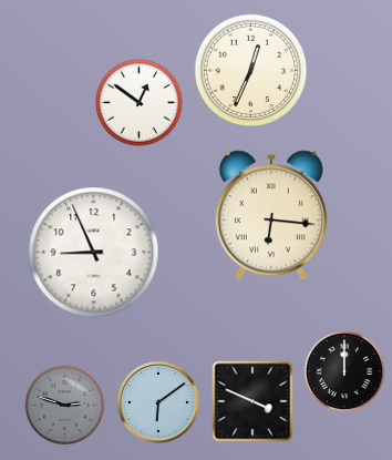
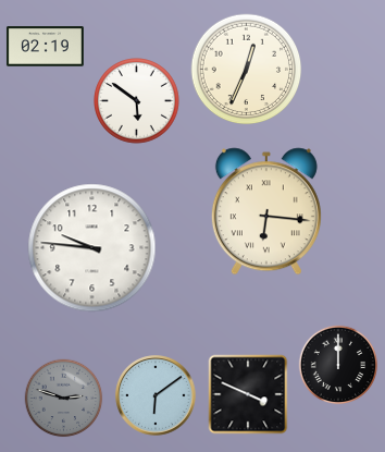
clock at (45, 47): none -> 02:19
clock at (140, 103): 12:51 -> 5:51
clock at (94, 253): 8:56 -> 9:46
